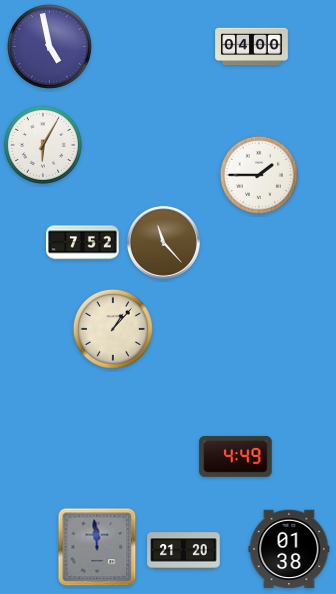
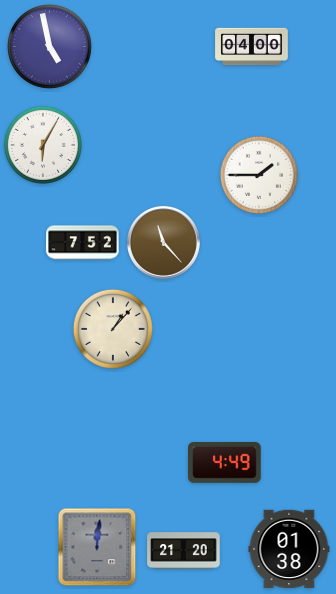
clock at (236, 456) position: (236, 456) -> (225, 462)
clock at (97, 547): 11:59 -> 12:01
